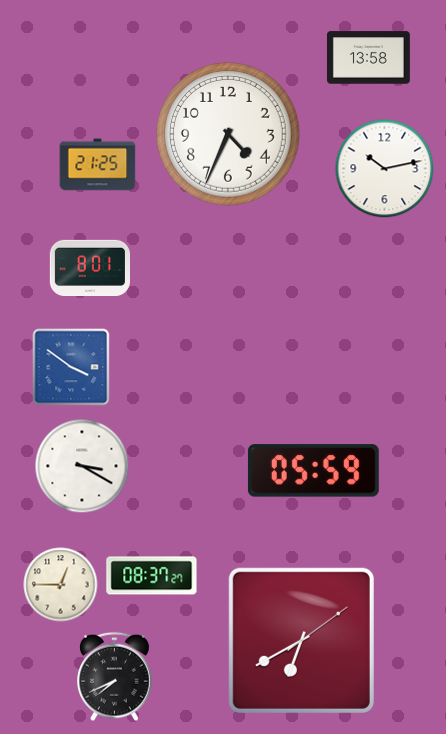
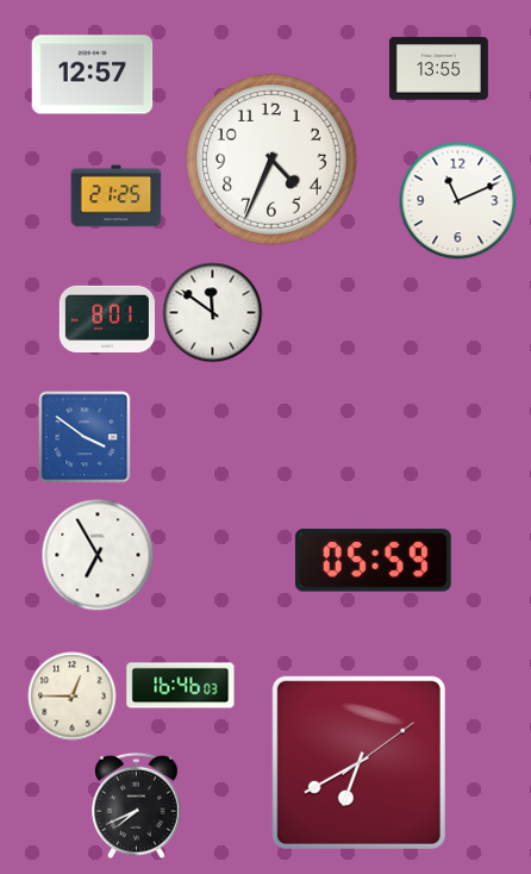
clock at (368, 58): 13:58 -> 13:55
clock at (93, 75): none -> 12:57
clock at (385, 169): 10:13 -> 11:11
clock at (213, 313): none -> 11:51
clock at (82, 466): 3:20 -> 6:55
clock at (152, 576): 08:37 -> 16:46
